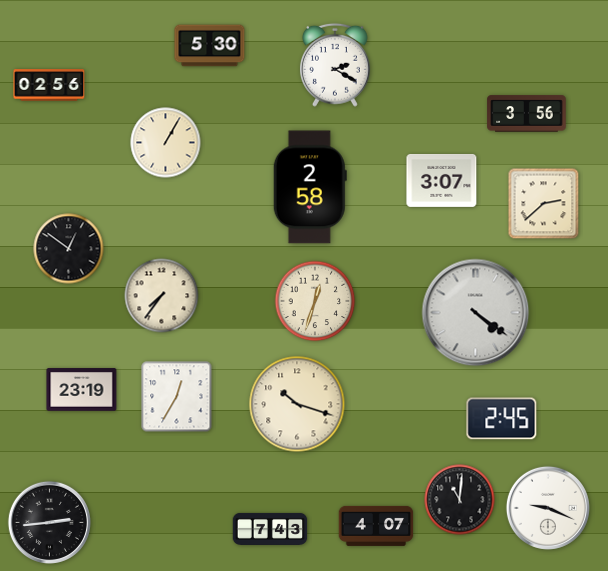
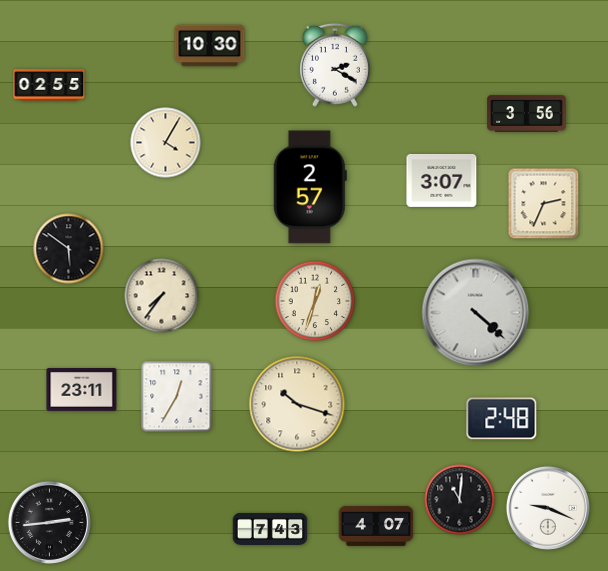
clock at (210, 46): 5:30 -> 10:30
clock at (49, 85): 02:56 -> 02:55
clock at (166, 143): 1:05 -> 4:05
clock at (310, 187): 2:58 -> 2:57
clock at (544, 204): 2:38 -> 2:34
clock at (69, 249): 12:51 -> 5:51
clock at (476, 313): 4:21 -> 4:22
clock at (82, 390): 23:19 -> 23:11
clock at (502, 419): 2:45 -> 2:48
